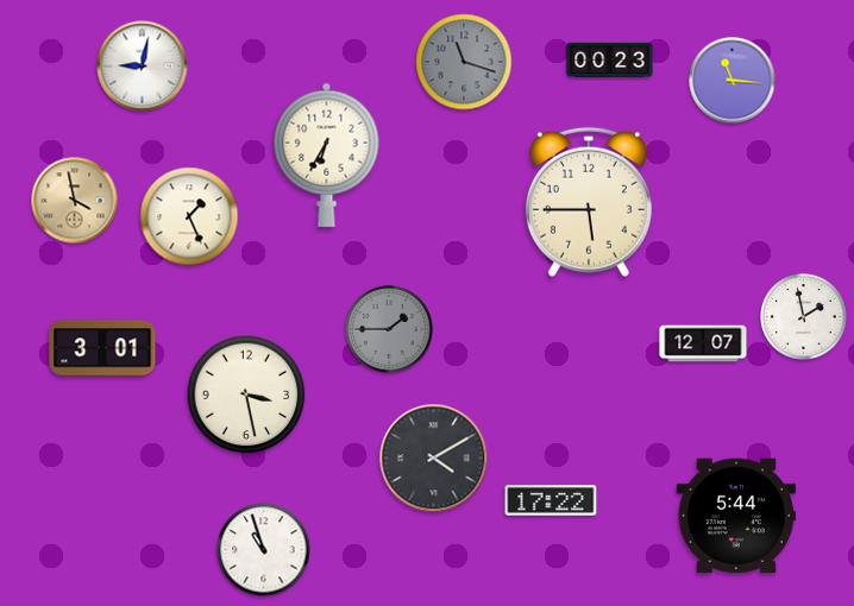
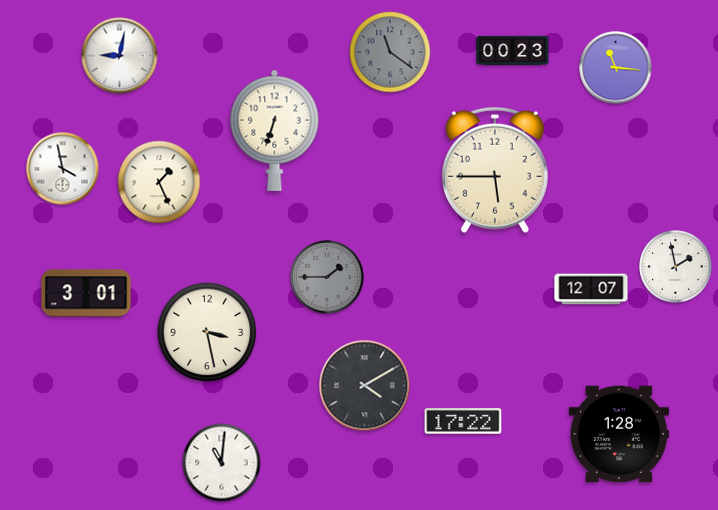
clock at (464, 62): 11:18 -> 11:21
clock at (327, 154): 6:35 -> 6:33
clock at (75, 201) dial: champagne -> white
clock at (736, 516): 5:44 -> 1:28
clock at (264, 550): 10:57 -> 11:01
